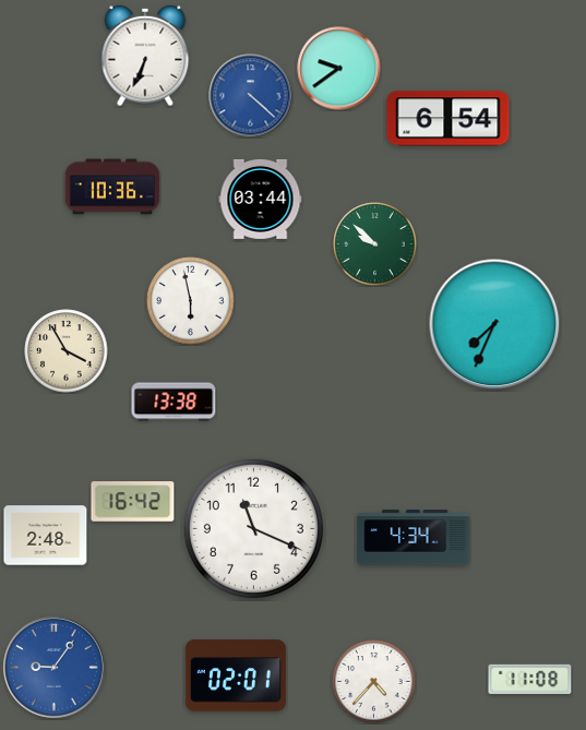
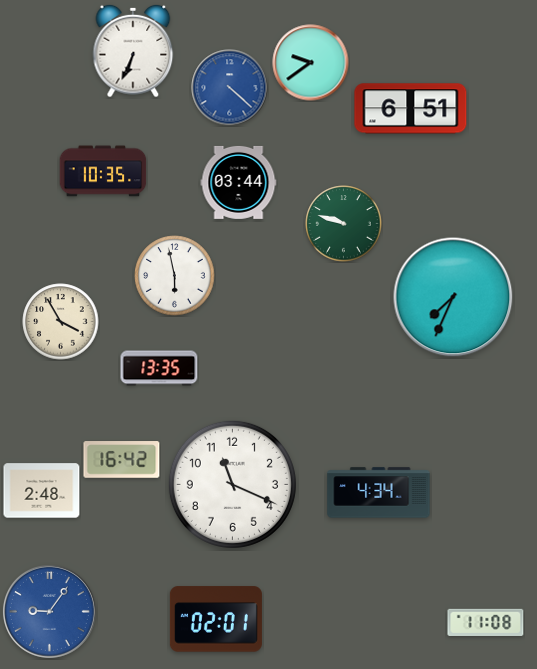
clock at (449, 119): 6:54 -> 6:51
clock at (112, 187): 10:36 -> 10:35
clock at (375, 244): 9:52 -> 9:48
clock at (174, 402): 13:38 -> 13:35
clock at (374, 682): 4:37 -> none
